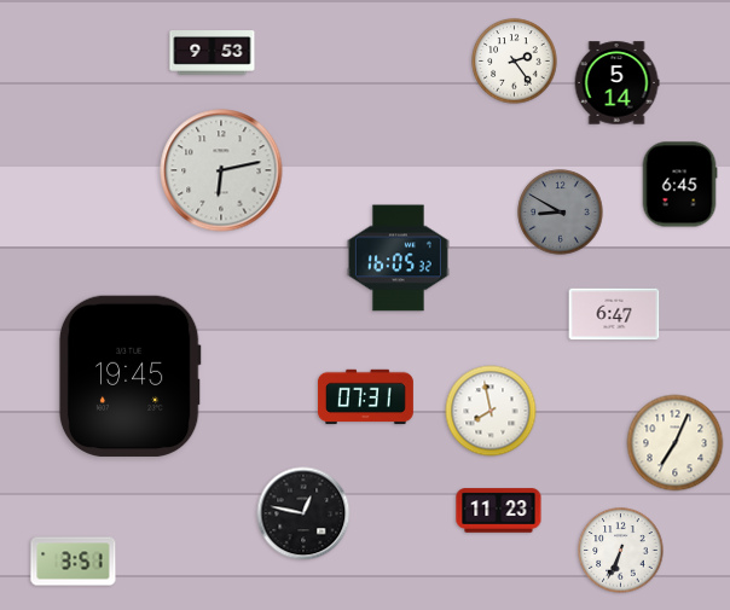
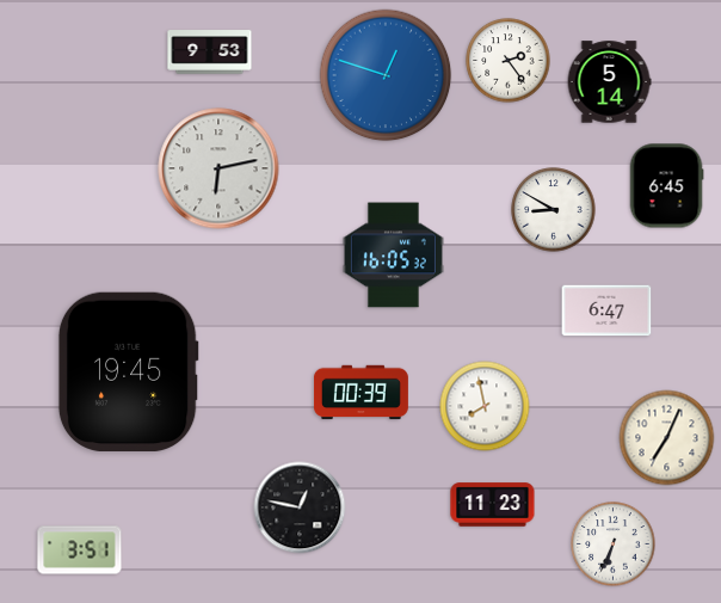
clock at (386, 75): none -> 12:48
clock at (679, 185) position: (679, 185) -> (666, 186)
clock at (561, 213) dial: grey -> white
clock at (365, 397): 07:31 -> 00:39
clock at (74, 562) position: (74, 562) -> (80, 550)
